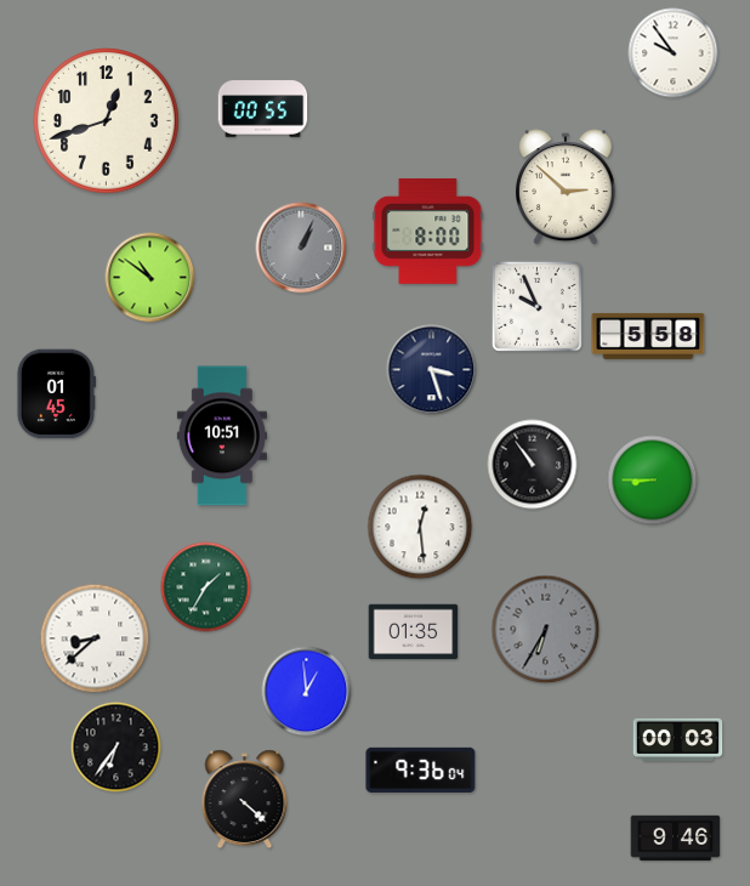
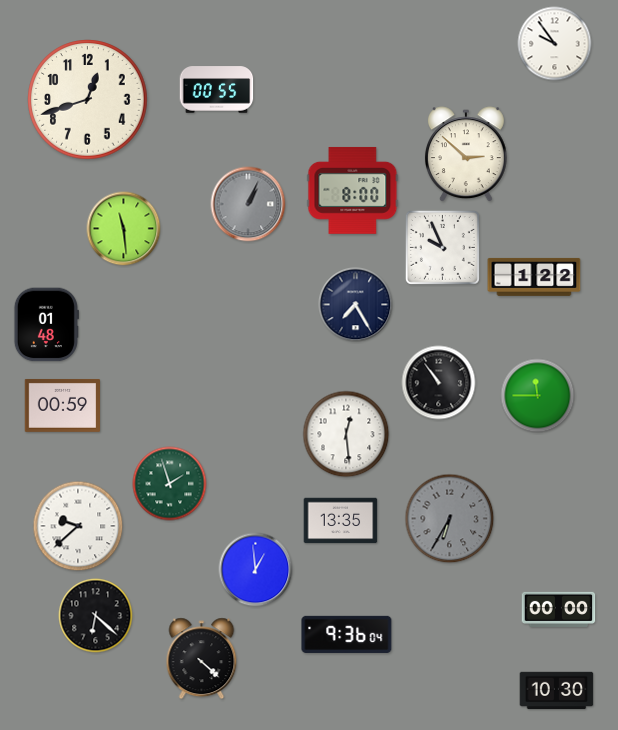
clock at (150, 278): 10:51 -> 11:29
clock at (536, 306) position: (536, 306) -> (442, 247)
clock at (648, 336): 5:58 -> 1:22
clock at (432, 370): 3:27 -> 7:25
clock at (56, 394): 01:45 -> 01:48
clock at (222, 436): 10:51 -> none
clock at (653, 481): 8:45 -> 11:45
clock at (63, 405): none -> 00:59
clock at (206, 587): 1:35 -> 1:57
clock at (414, 632): 01:35 -> 13:35
clock at (95, 638): 8:38 -> 9:38
clock at (307, 692) position: (307, 692) -> (256, 570)
clock at (678, 739): 00:03 -> 00:00
clock at (117, 748): 6:36 -> 6:22
clock at (676, 839): 9:46 -> 10:30
